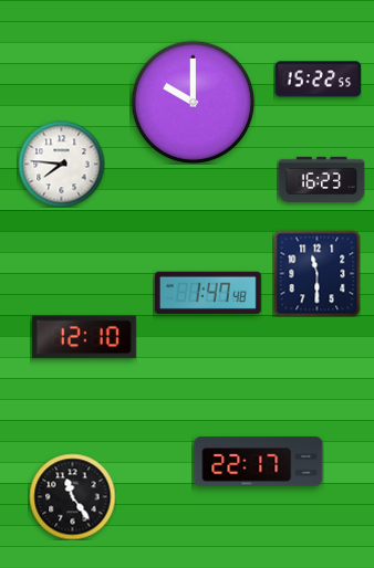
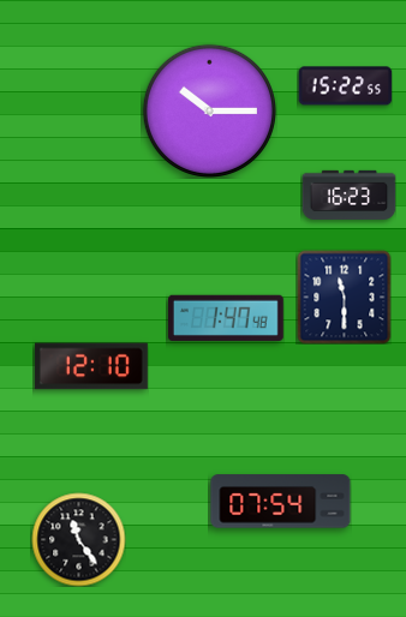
clock at (193, 102): 10:00 -> 10:15
clock at (61, 164): 7:46 -> none
clock at (259, 462): 22:17 -> 07:54
